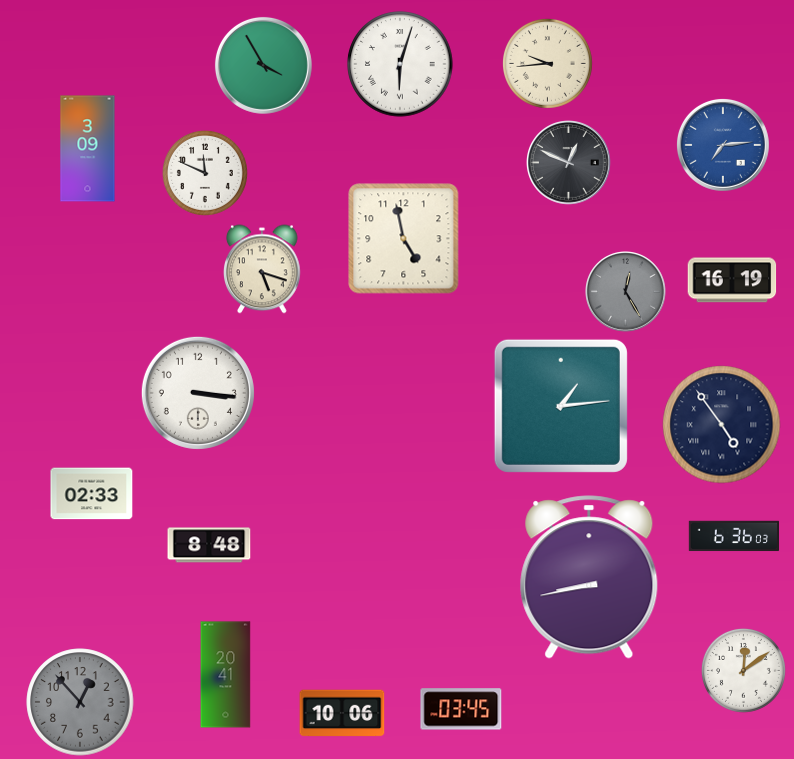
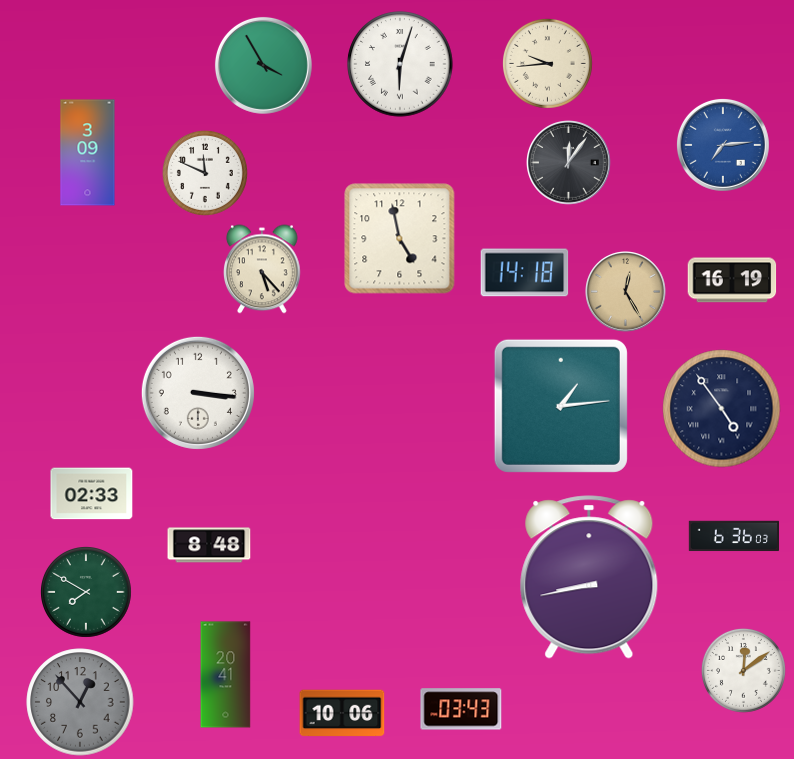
clock at (88, 149) position: (88, 149) -> (88, 153)
clock at (569, 163): 12:49 -> 12:06
clock at (404, 239) position: (404, 239) -> (400, 239)
clock at (263, 269): 5:18 -> 5:23
clock at (525, 273): none -> 14:18
clock at (626, 292) dial: grey -> champagne
clock at (722, 425) position: (722, 425) -> (722, 409)
clock at (87, 593): none -> 7:50
clock at (461, 709): 03:45 -> 03:43
